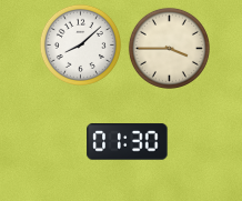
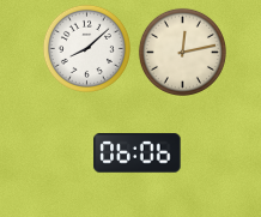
clock at (169, 48): 3:45 -> 12:13
clock at (128, 142): 01:30 -> 06:06
